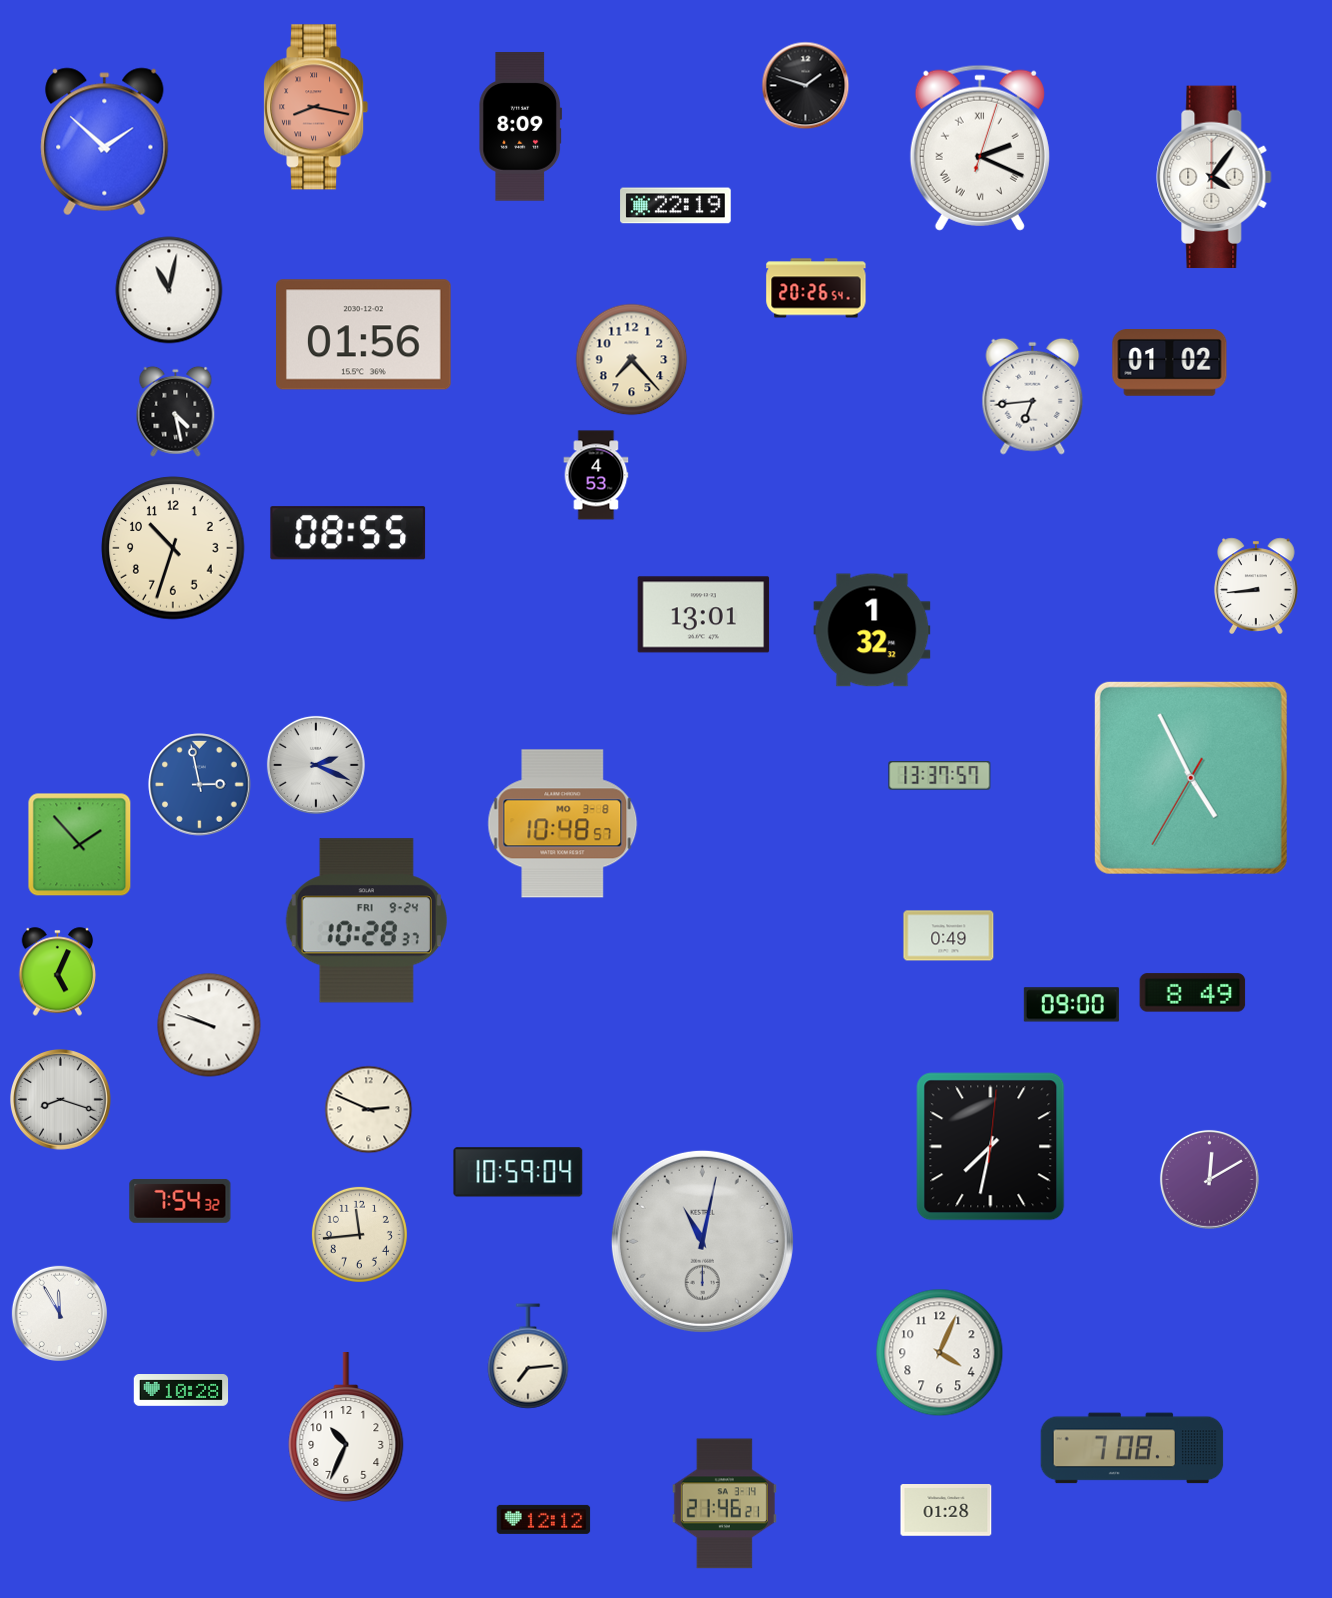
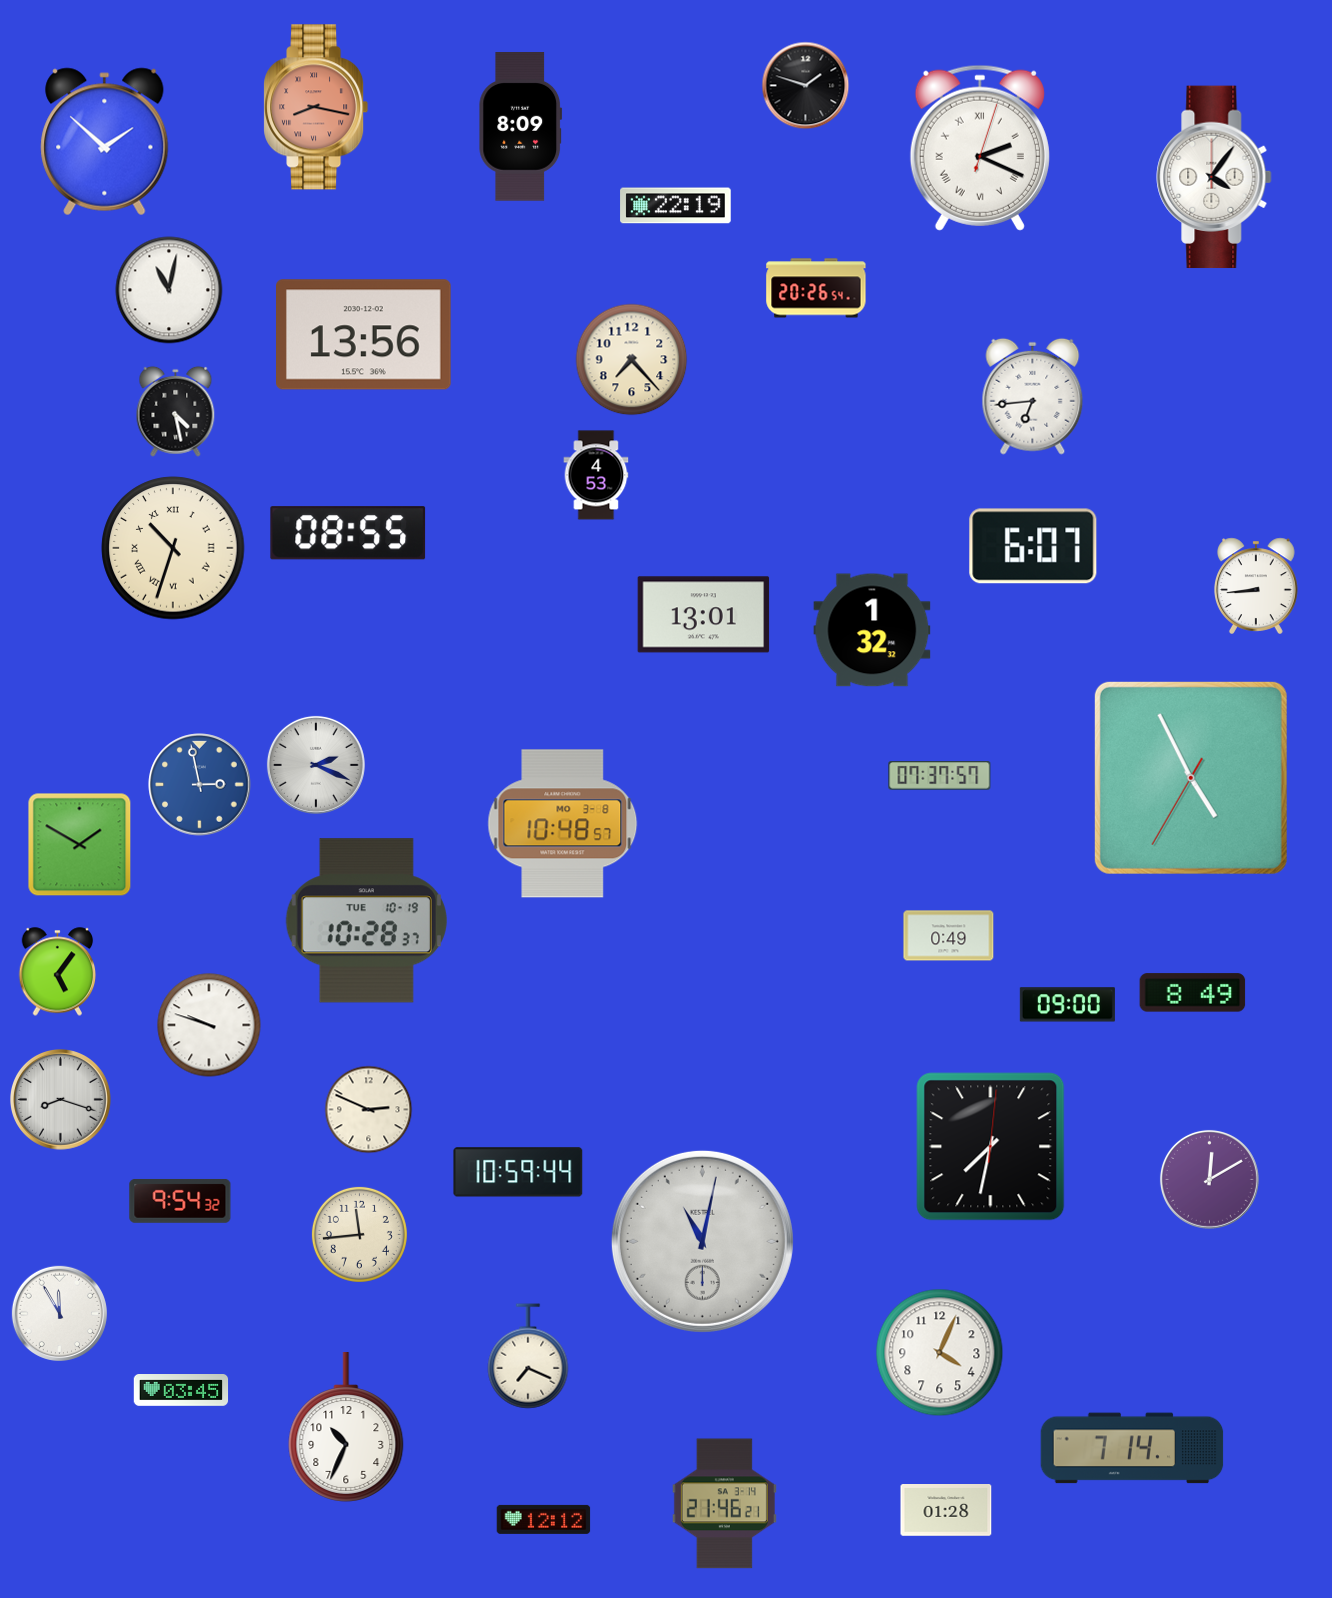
clock at (364, 335): 01:56 -> 13:56
clock at (1170, 363): 01:02 -> none
clock at (1033, 546): none -> 6:07
clock at (173, 548) numerals: Arabic -> Roman
clock at (940, 776): 13:37 -> 07:37
clock at (80, 845): 1:53 -> 1:50
clock at (366, 921) date: FRI 9-24 -> TUE 10-19
clock at (58, 972): 5:04 -> 5:06
clock at (1071, 1005) position: (1071, 1005) -> (1067, 1005)
clock at (518, 1172): 10:59:04 -> 10:59:44
clock at (180, 1201): 7:54 -> 9:54
clock at (528, 1356): 7:14 -> 7:19
clock at (181, 1391): 10:28 -> 03:45
clock at (1132, 1448): 7:08 -> 7:14
